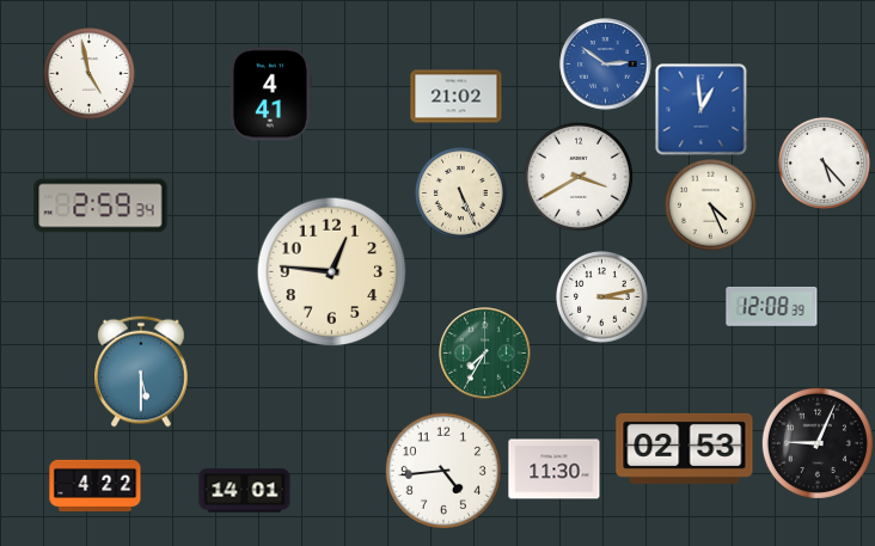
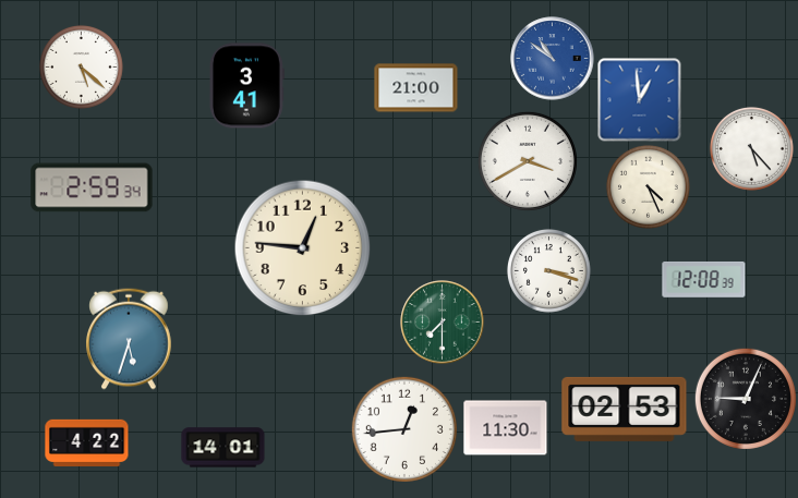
clock at (606, 65): 2:51 -> 10:51
clock at (88, 73): 4:58 -> 5:22
clock at (270, 94): 4:41 -> 3:41
clock at (457, 97): 21:02 -> 21:00
clock at (460, 192): 5:26 -> none
clock at (601, 296): 3:13 -> 3:18
clock at (485, 354): 7:35 -> 7:30
clock at (142, 372): 5:30 -> 5:33
clock at (818, 443) position: (818, 443) -> (746, 399)
clock at (443, 471): 4:44 -> 12:44
